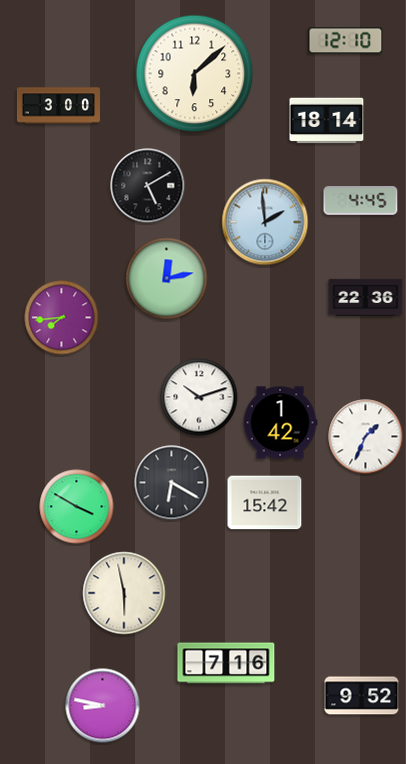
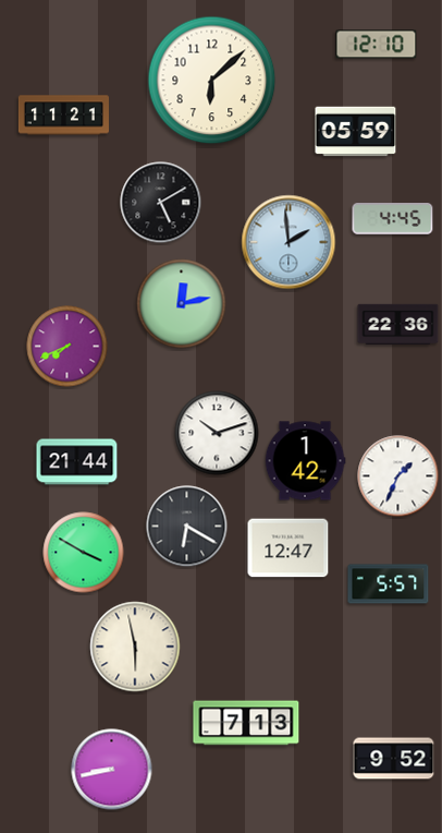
clock at (58, 106): 3:00 -> 11:21
clock at (327, 121): 18:14 -> 05:59
clock at (62, 318): 7:44 -> 7:41
clock at (77, 462): none -> 21:44
clock at (265, 503): 15:42 -> 12:47
clock at (389, 584): none -> 5:57
clock at (226, 663): 7:16 -> 7:13
clock at (103, 706): 8:47 -> 8:43
